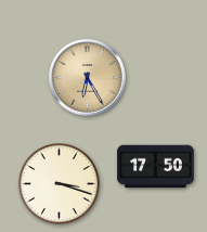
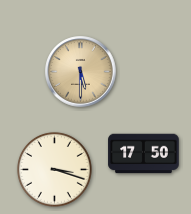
clock at (88, 78): 6:25 -> 5:30
